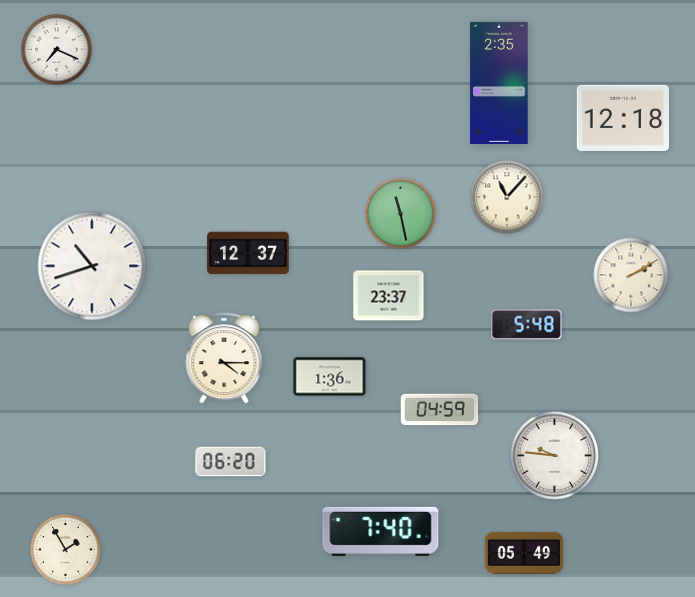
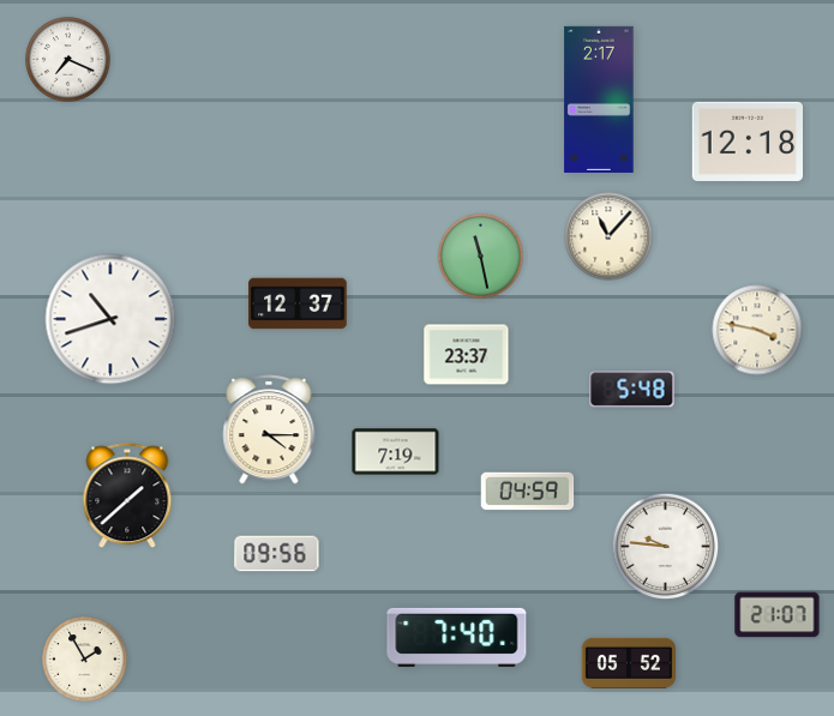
clock at (499, 83): 2:35 -> 2:17
clock at (631, 275): 2:10 -> 3:47
clock at (330, 377): 1:36 -> 7:19
clock at (127, 497): none -> 1:38
clock at (231, 462): 06:20 -> 09:56
clock at (778, 615): none -> 21:07
clock at (66, 550) position: (66, 550) -> (85, 660)
clock at (524, 553): 05:49 -> 05:52
